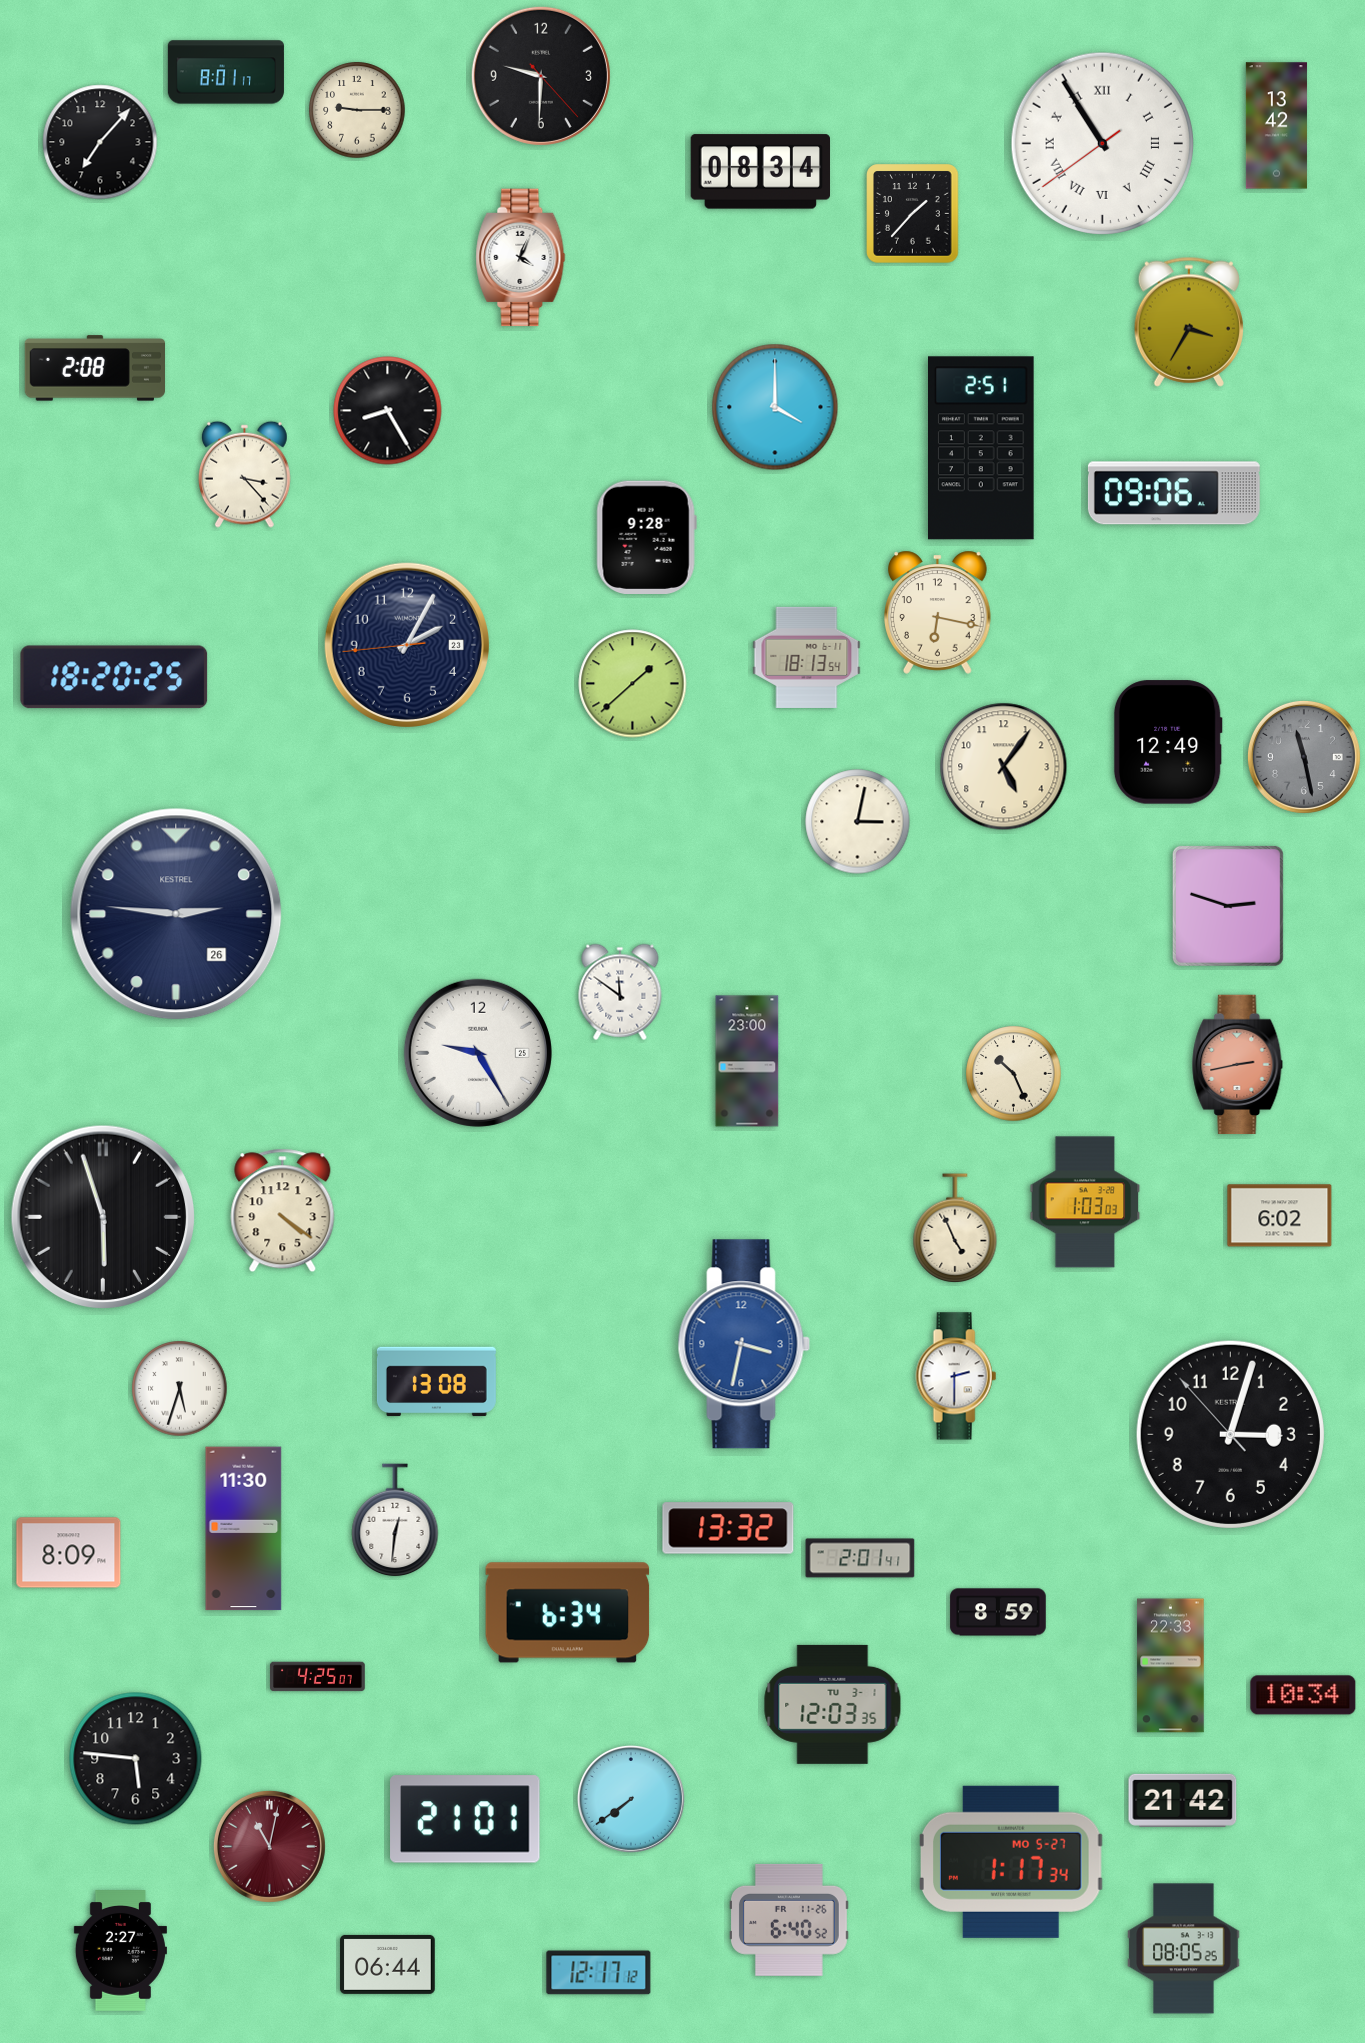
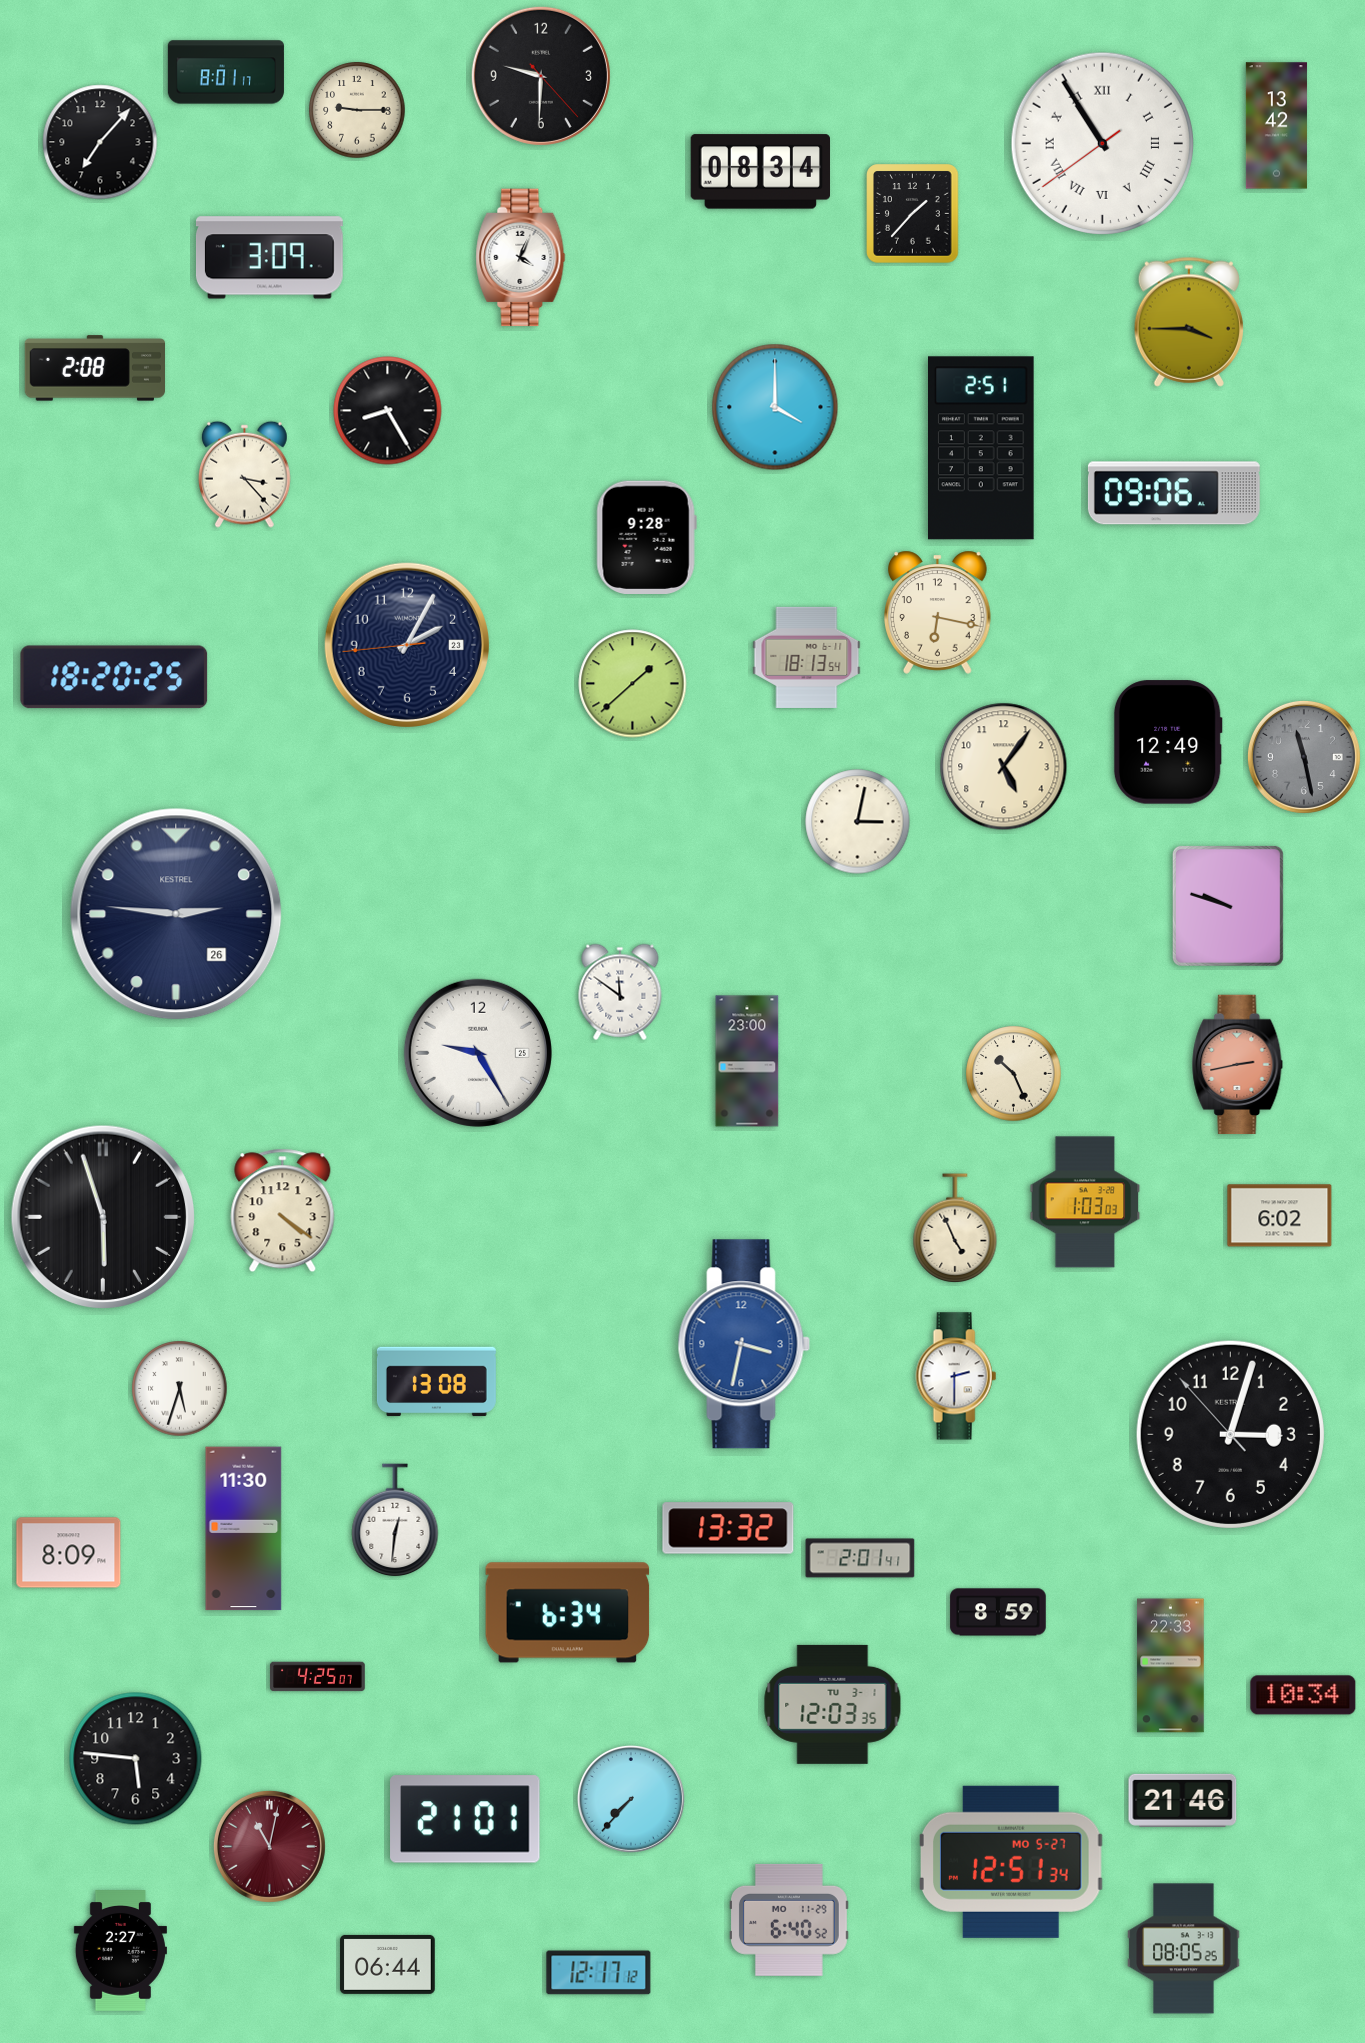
clock at (269, 258): none -> 3:09
clock at (1189, 322): 3:35 -> 3:45
clock at (1228, 906): 2:48 -> 9:48
clock at (631, 1799): 7:39 -> 7:37
clock at (1183, 1800): 21:42 -> 21:46
clock at (1012, 1862): 1:17 -> 12:51
clock at (789, 1920) date: FR 11-26 -> MO 11-29
